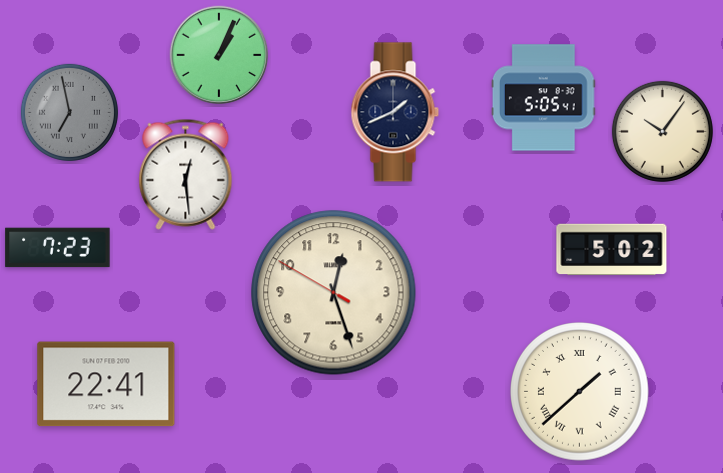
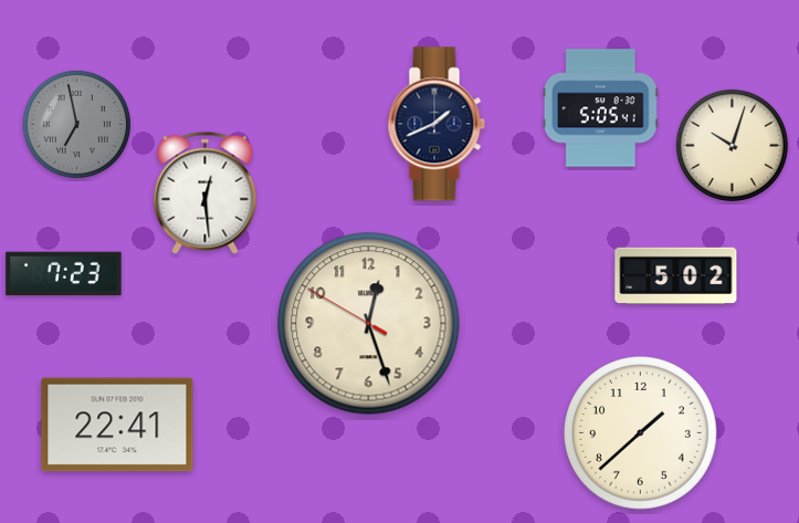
clock at (219, 55): 1:04 -> none
clock at (662, 131): 10:06 -> 10:03
clock at (580, 392) numerals: Roman -> Arabic
